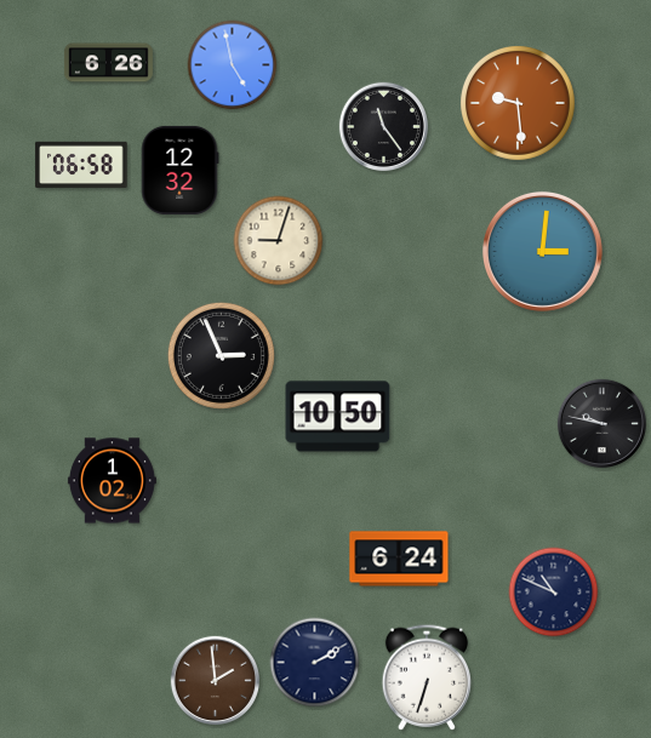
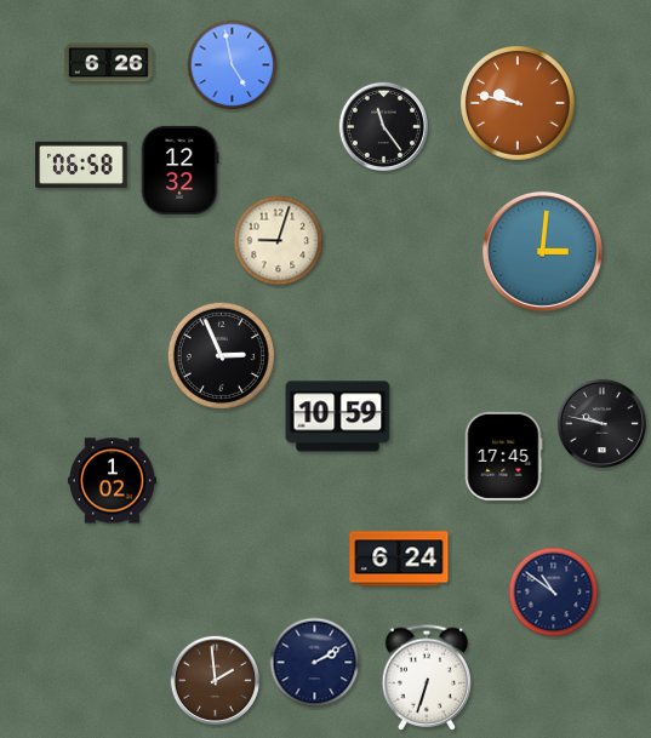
clock at (519, 104): 9:29 -> 9:47
clock at (338, 417): 10:50 -> 10:59
clock at (503, 456): none -> 17:45
clock at (554, 593): 10:49 -> 10:51
